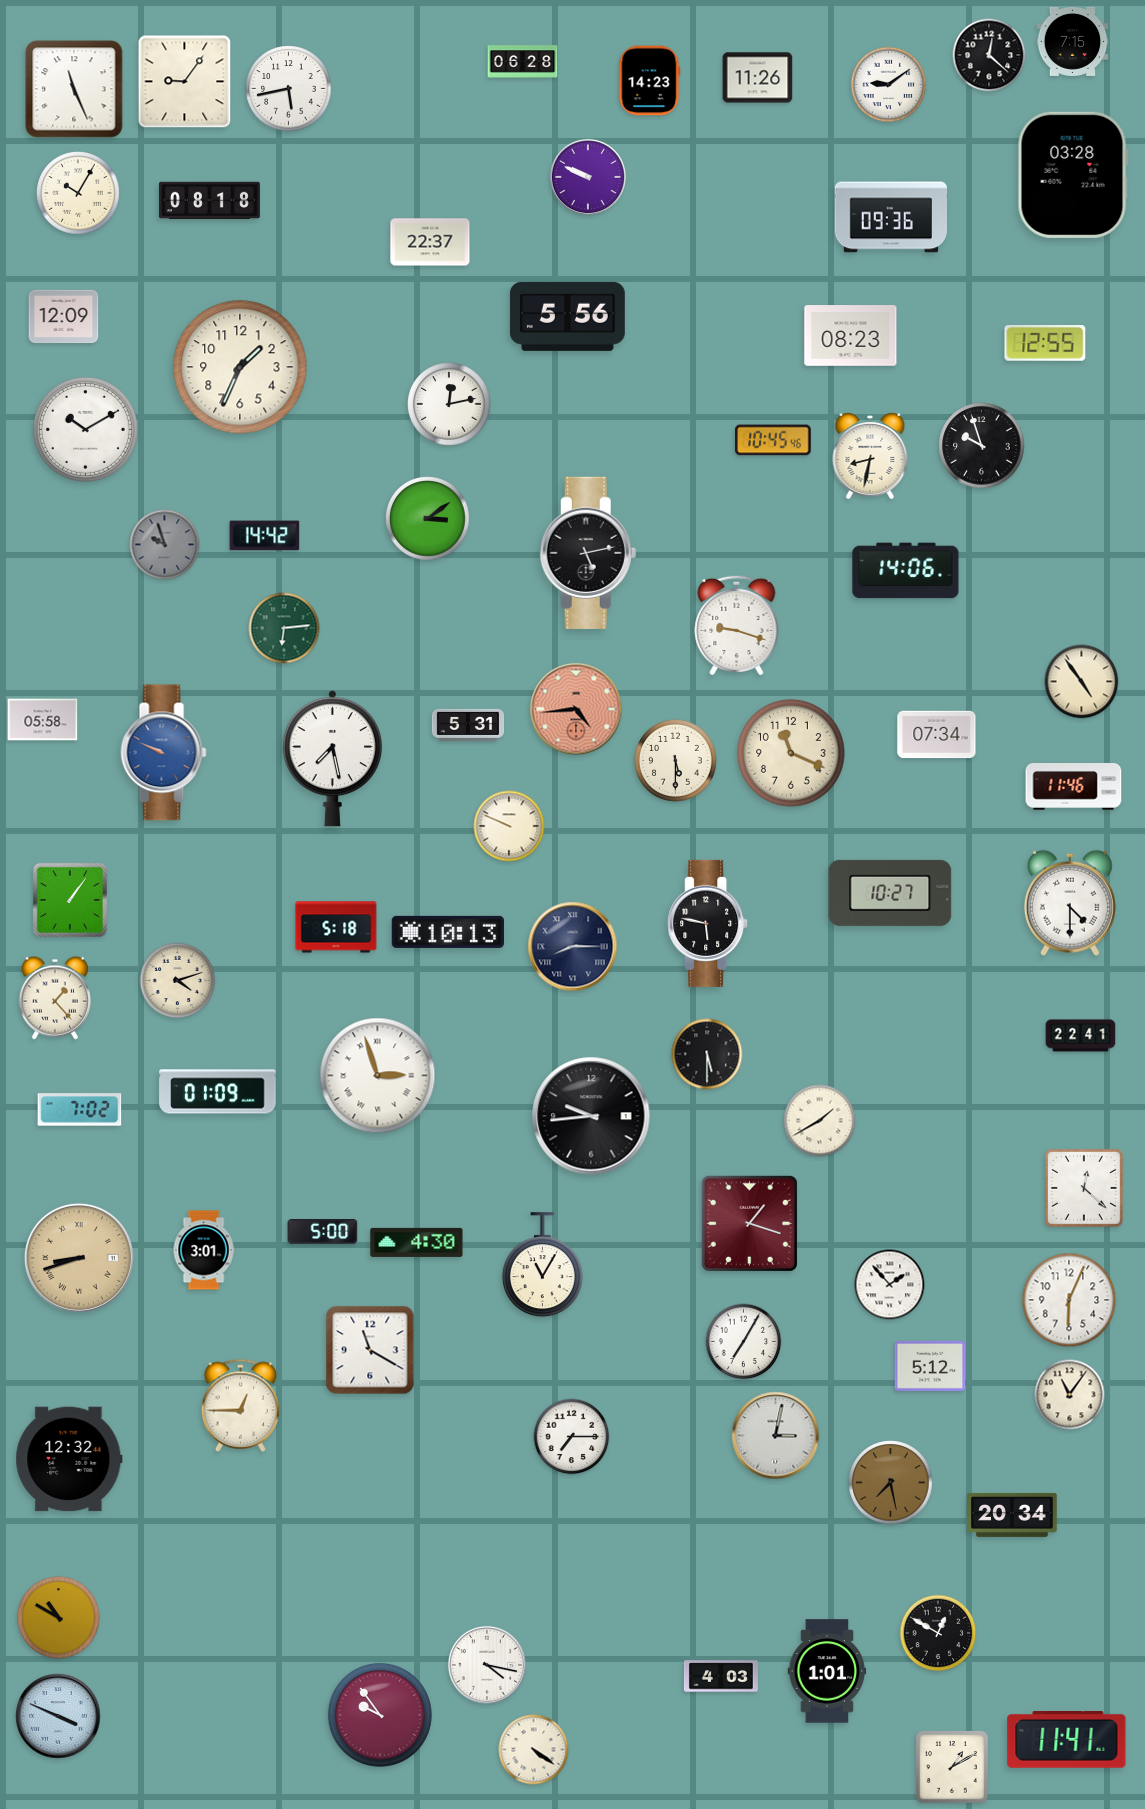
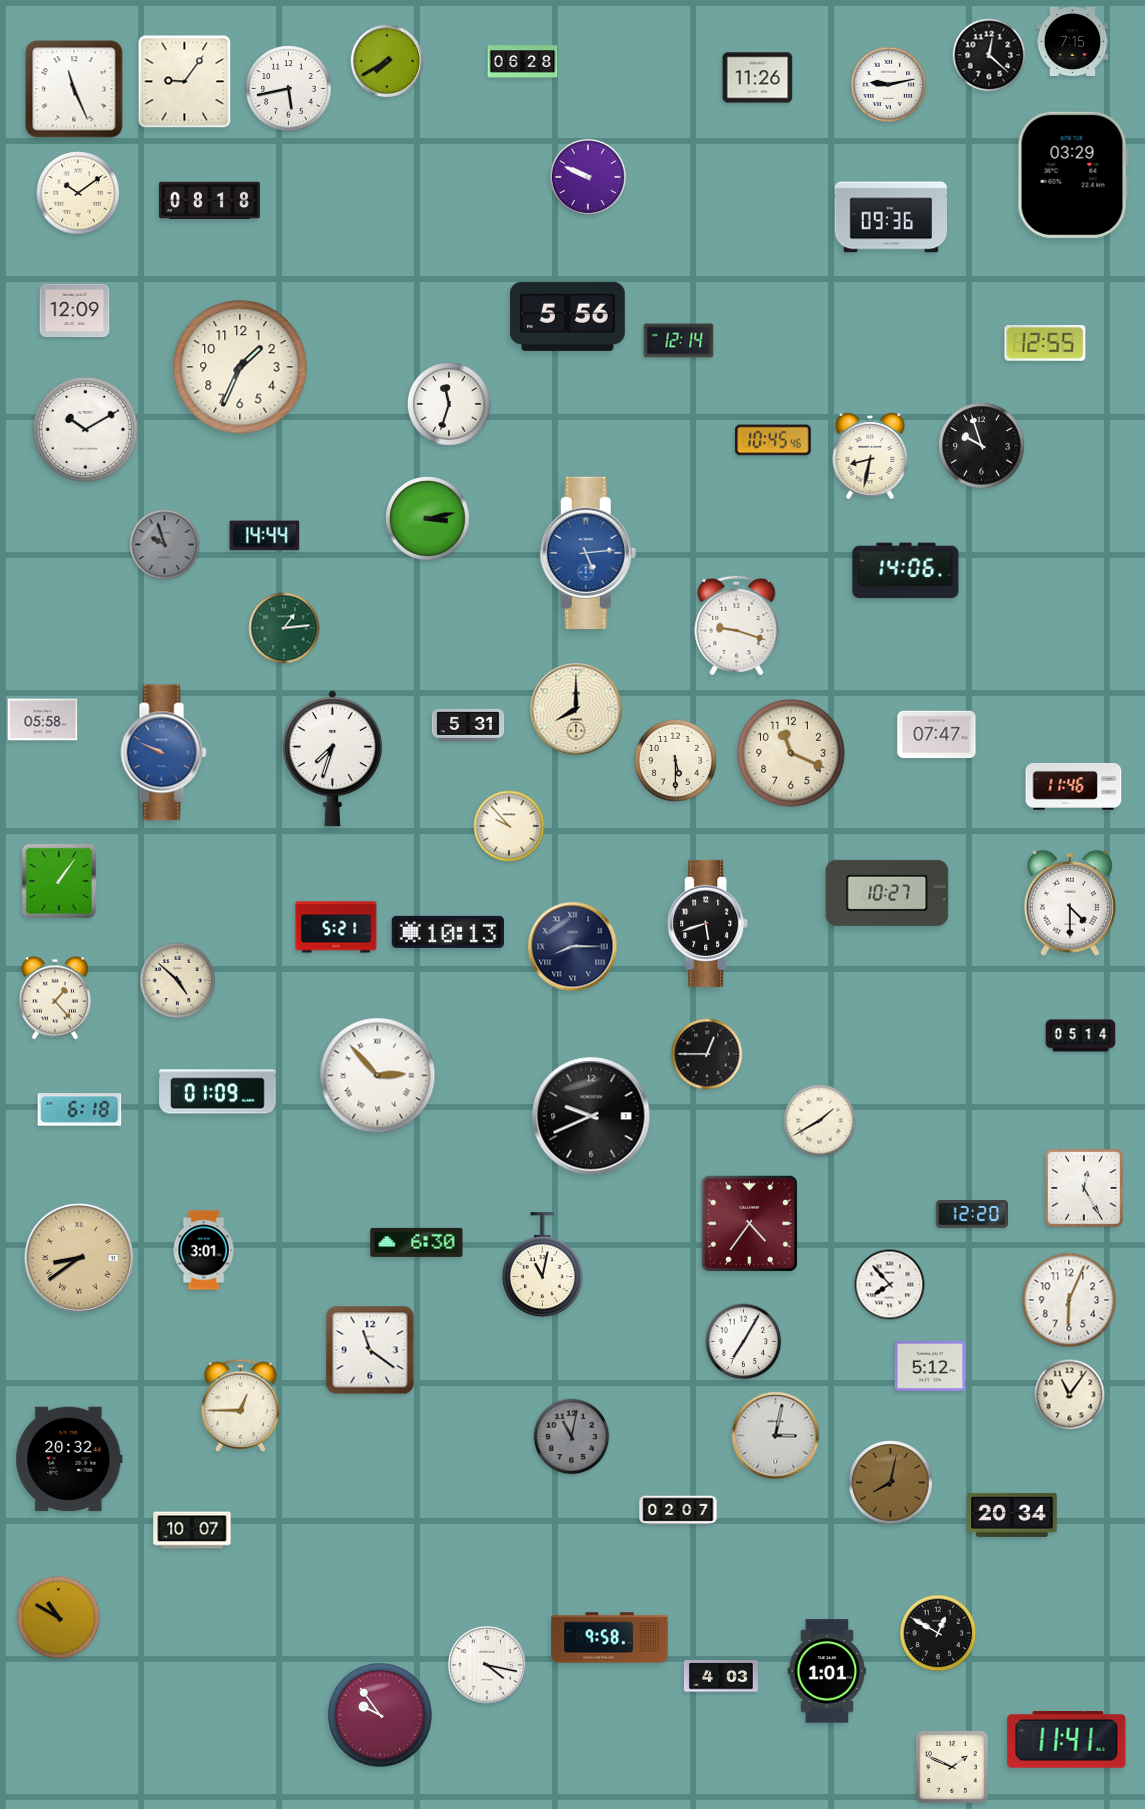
clock at (387, 61): none -> 7:40
clock at (650, 81): 14:23 -> none
clock at (889, 85): 9:09 -> 9:13
clock at (1073, 175): 03:28 -> 03:29
clock at (79, 194): 10:05 -> 10:09
clock at (430, 242): 22:37 -> none
clock at (64, 317) position: (64, 317) -> (75, 311)
clock at (851, 336): 08:23 -> none
clock at (679, 341): none -> 12:14
clock at (450, 405): 12:13 -> 11:33
clock at (428, 519): 3:09 -> 3:13
clock at (265, 536): 14:42 -> 14:44
clock at (588, 553): 5:13 -> 5:14
clock at (588, 553) dial: black -> blue
clock at (284, 628): 6:14 -> 1:14
clock at (1082, 682): 4:54 -> none
clock at (576, 709): 4:44 -> 8:00
clock at (576, 709) dial: salmon -> cream
clock at (937, 735): 07:34 -> 07:47
clock at (332, 758): 7:28 -> 7:33
clock at (509, 826): 9:49 -> 9:53
clock at (890, 893) position: (890, 893) -> (887, 893)
clock at (70, 900) position: (70, 900) -> (59, 881)
clock at (708, 923): 5:47 -> 5:42
clock at (336, 927): 5:18 -> 5:21
clock at (178, 981): 4:12 -> 4:52
clock at (1081, 1036): 22:41 -> 05:14
clock at (707, 1054): 5:30 -> 12:45
clock at (378, 1076): 2:57 -> 2:53
clock at (80, 1110): 7:02 -> 6:18
clock at (591, 1116): 9:44 -> 9:41
clock at (1084, 1188): 12:22 -> 12:25
clock at (971, 1214): none -> 12:20
clock at (749, 1223): 1:18 -> 4:36
clock at (323, 1232): 5:00 -> none
clock at (417, 1242): 4:30 -> 6:30
clock at (79, 1258): 8:42 -> 8:39
clock at (542, 1265): 11:05 -> 11:02
clock at (890, 1285): 1:53 -> 7:53
clock at (370, 1350): 11:20 -> 11:21
clock at (572, 1437): 7:15 -> 11:02
clock at (572, 1437) dial: white -> grey
clock at (69, 1459): 12:32 -> 20:32
clock at (891, 1483): 7:28 -> 8:02
clock at (678, 1510): none -> 02:07
clock at (192, 1530): none -> 10:07
clock at (610, 1638): none -> 9:58
clock at (58, 1716): 3:49 -> none
clock at (534, 1750): 4:21 -> none
clock at (953, 1768): 1:10 -> 1:49
